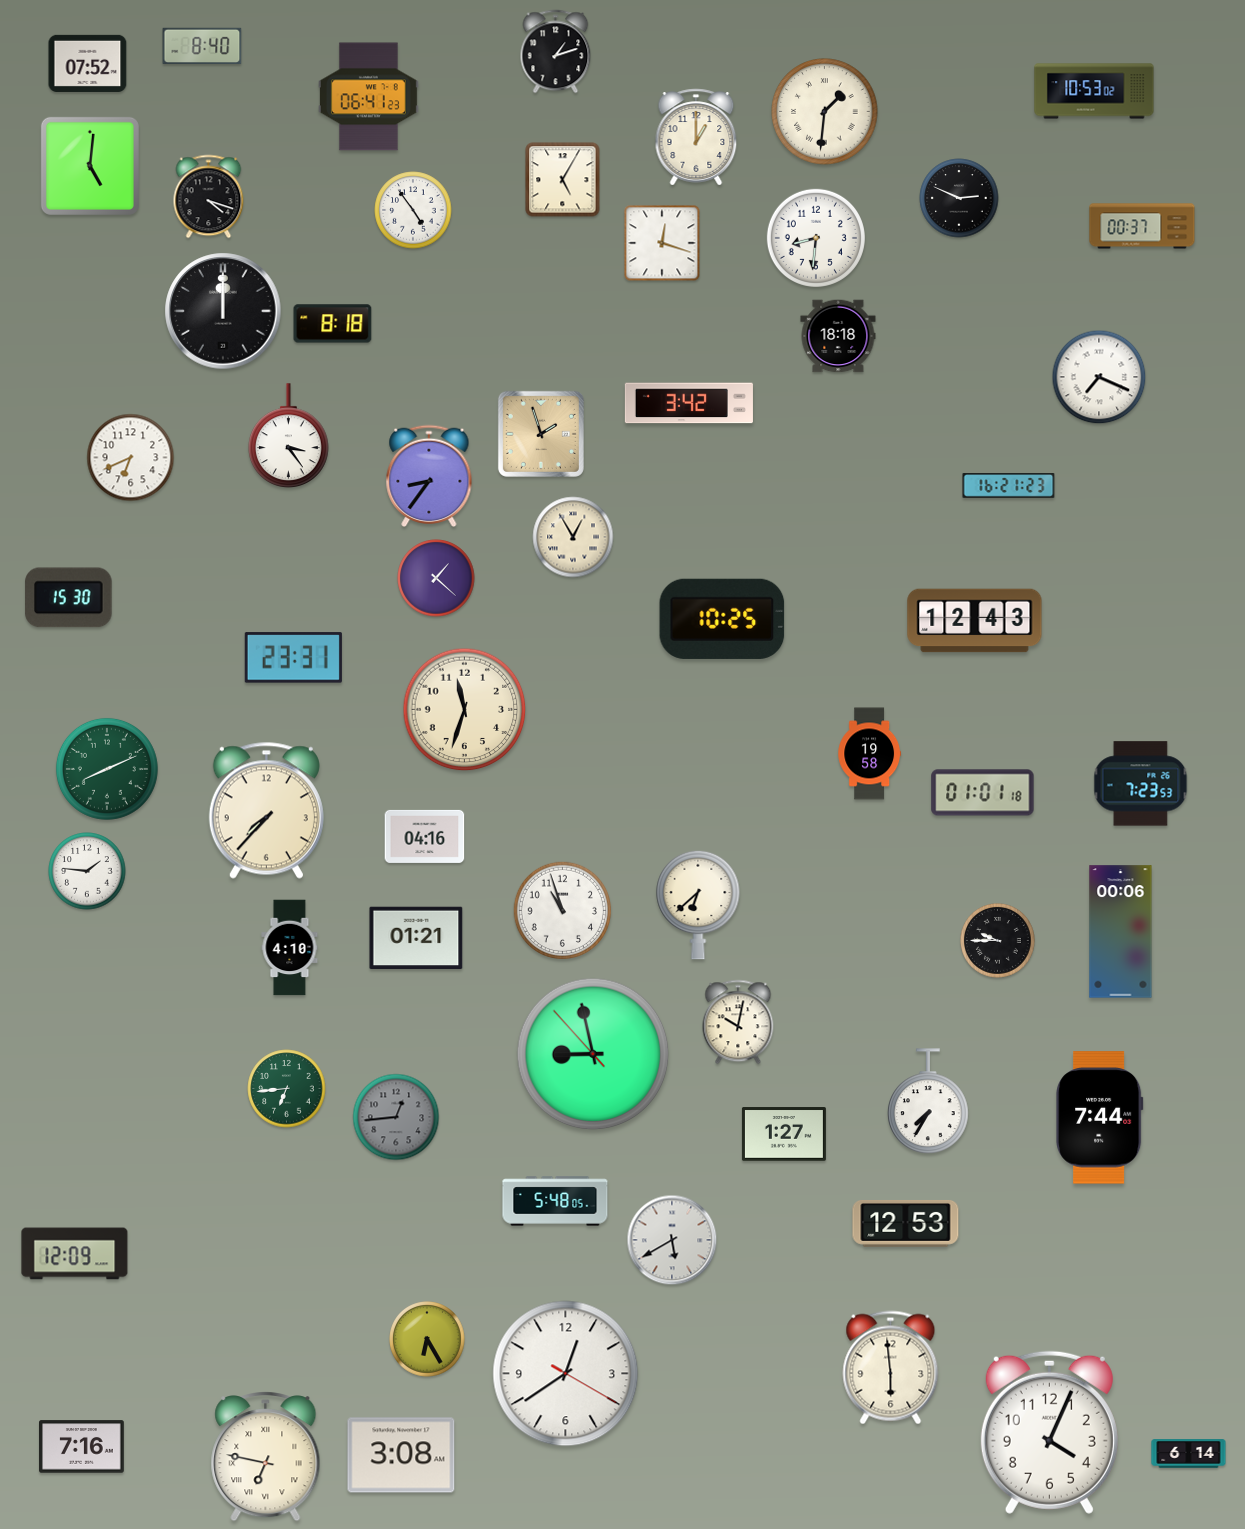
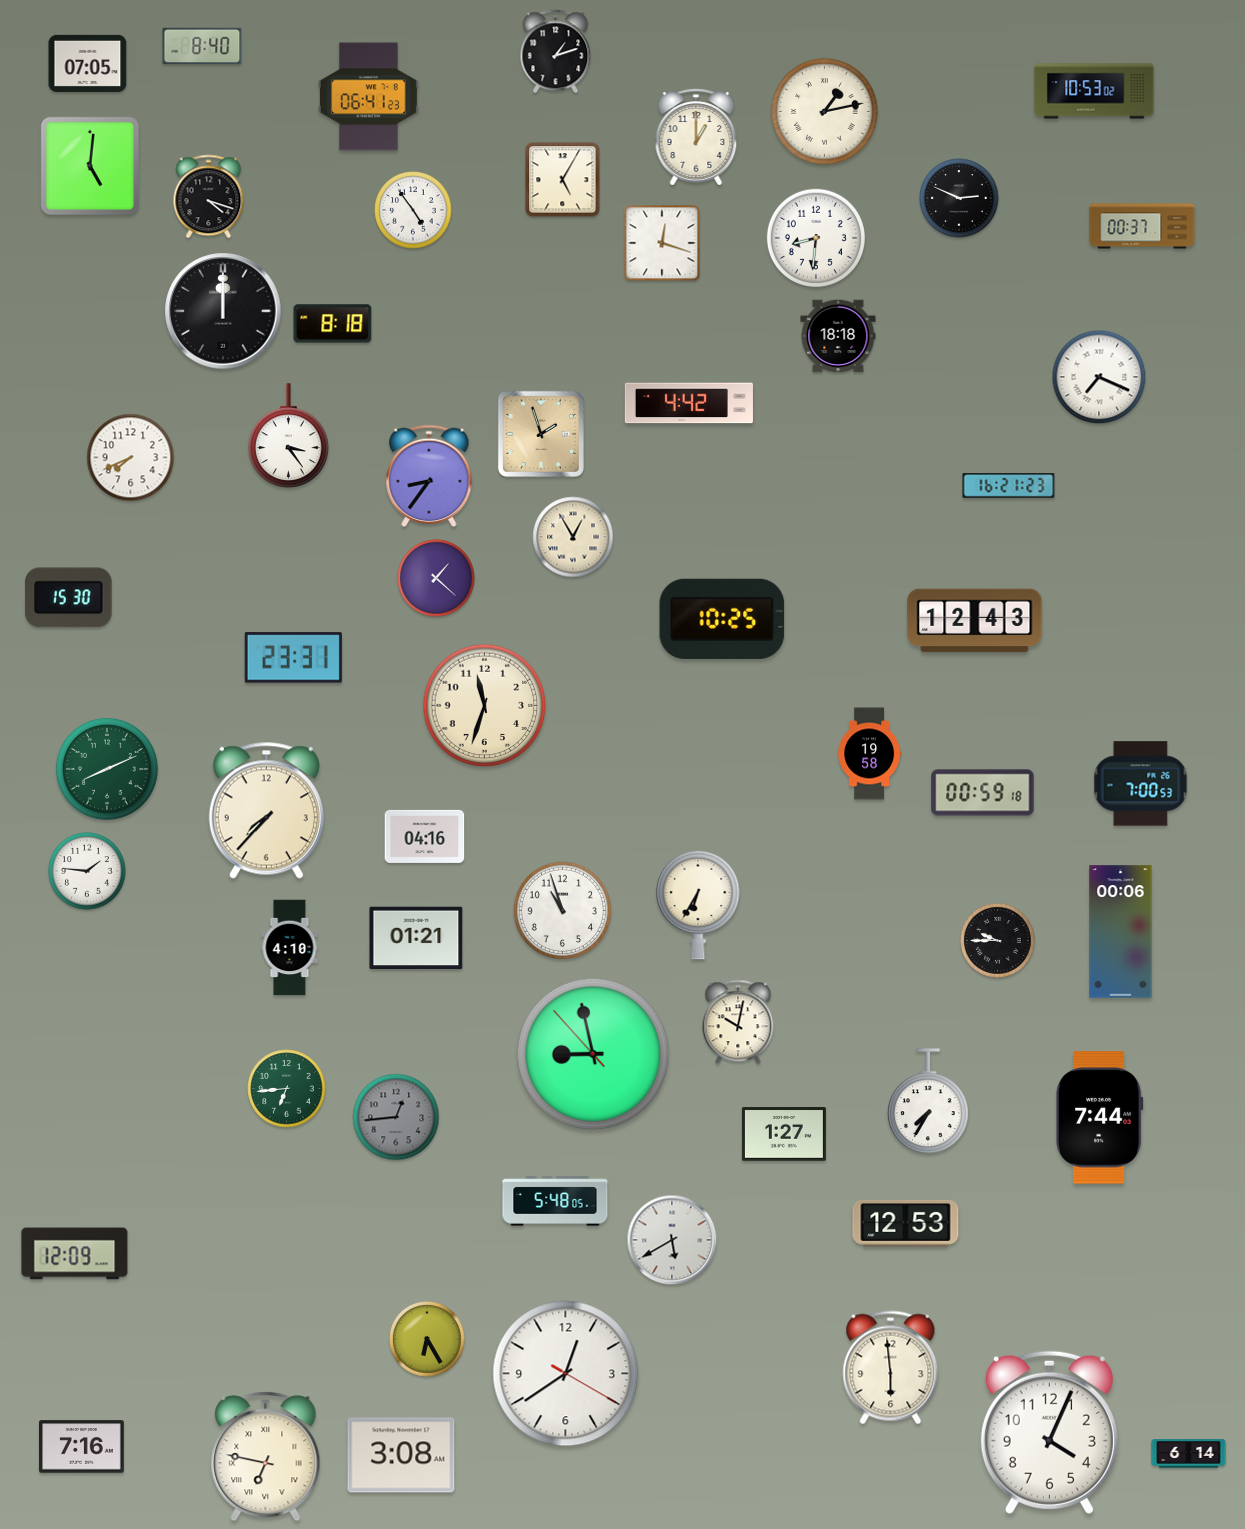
clock at (88, 63): 07:52 -> 07:05
clock at (825, 112): 1:31 -> 1:13
clock at (689, 403): 3:42 -> 4:42
clock at (131, 458): 6:41 -> 7:41
clock at (465, 710) position: (465, 710) -> (485, 706)
clock at (1141, 784): 7:23 -> 7:00
clock at (983, 793): 01:01 -> 00:59
clock at (698, 905): 6:38 -> 6:35
